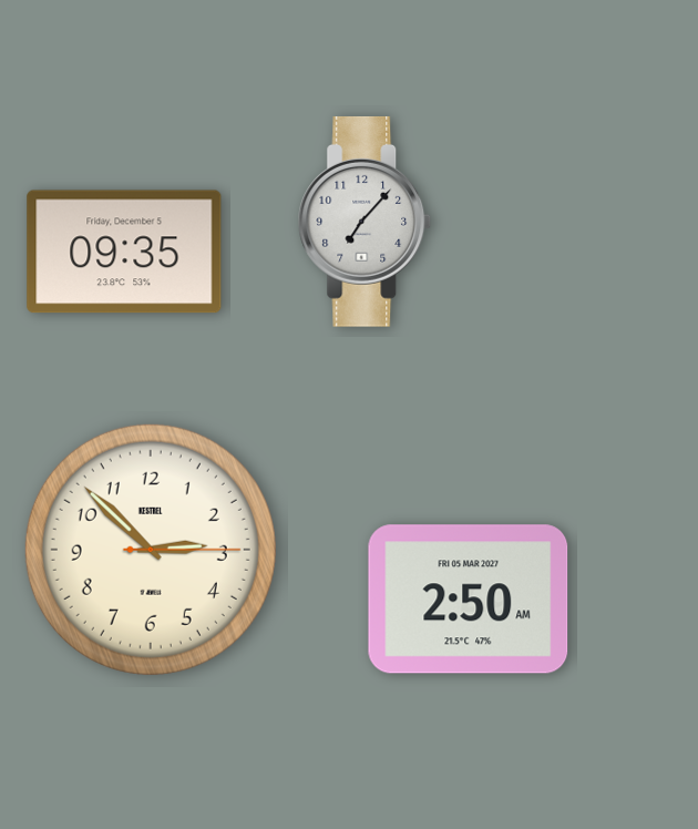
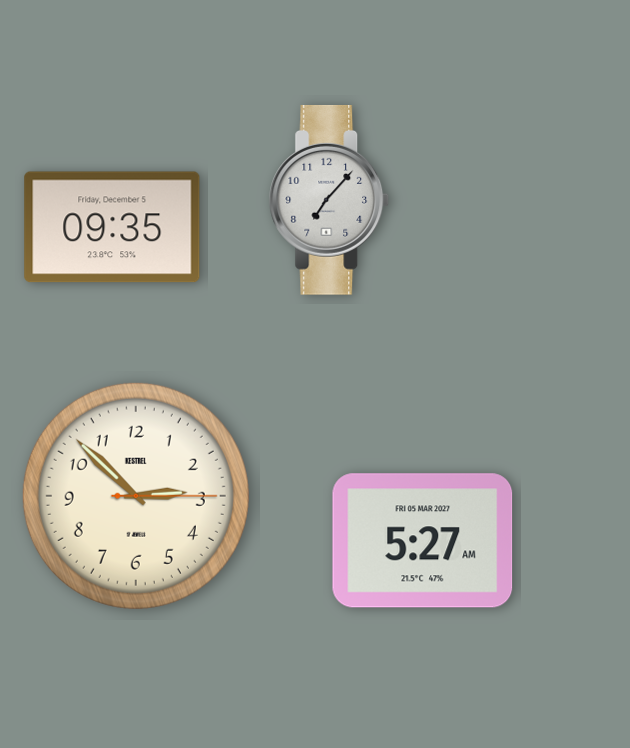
clock at (469, 600): 2:50 -> 5:27
